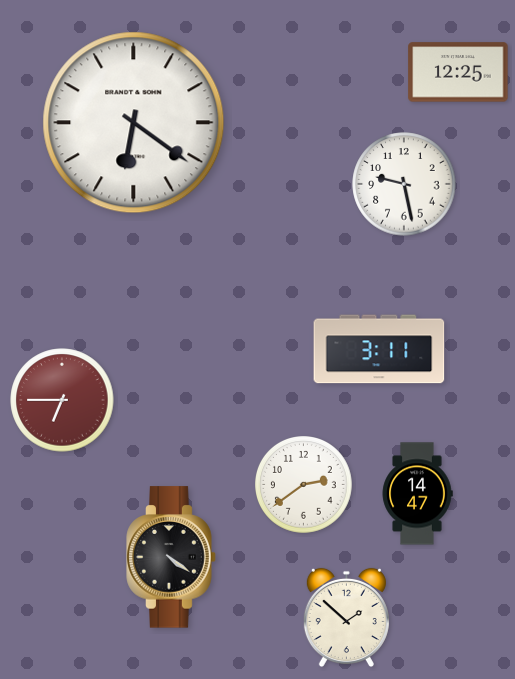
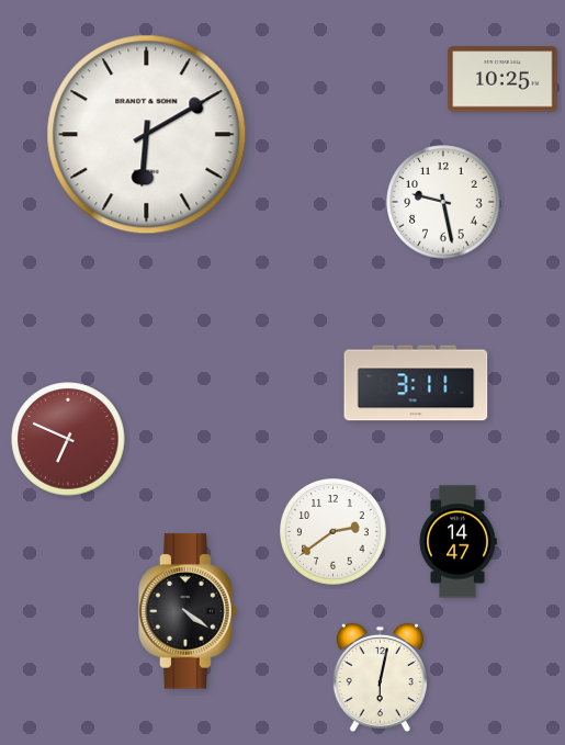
clock at (458, 72): 12:25 -> 10:25
clock at (134, 123): 6:21 -> 6:10
clock at (62, 400): 6:45 -> 6:49
clock at (346, 618): 1:52 -> 6:02
